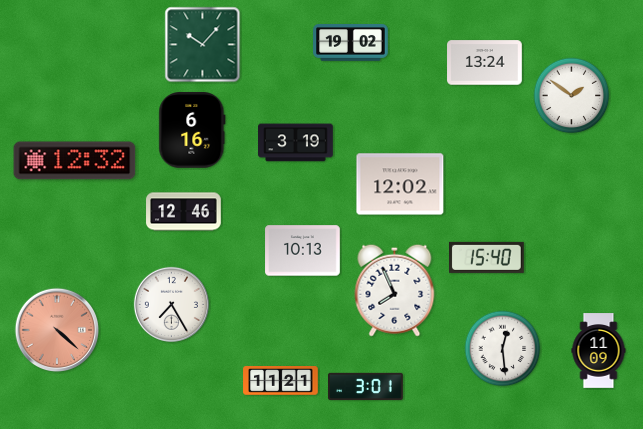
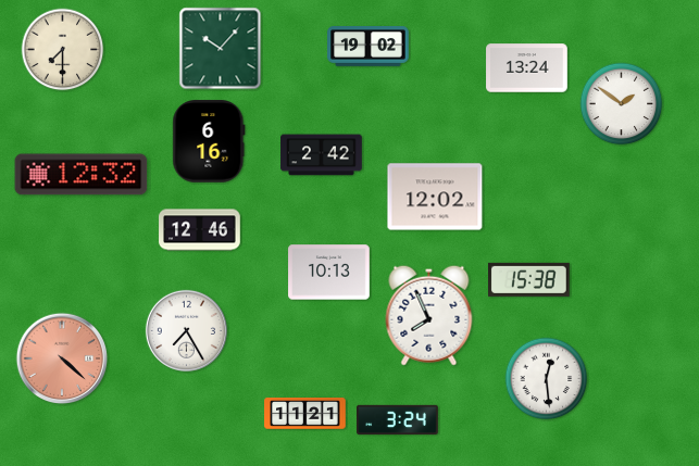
clock at (351, 43) position: (351, 43) -> (369, 47)
clock at (63, 50): none -> 7:30
clock at (296, 143): 3:19 -> 2:42
clock at (400, 184) position: (400, 184) -> (435, 197)
clock at (487, 257): 15:40 -> 15:38
clock at (599, 351): 11:09 -> none
clock at (366, 386): 3:01 -> 3:24
